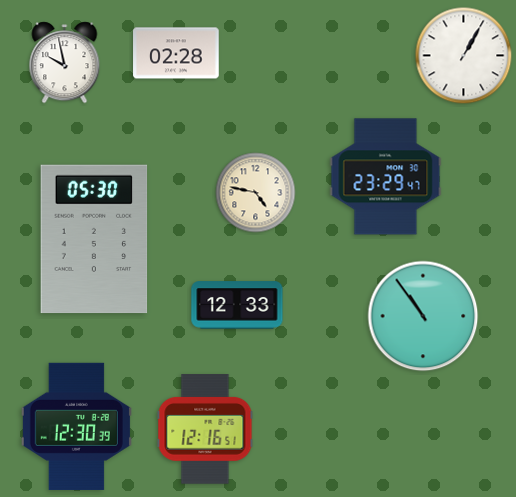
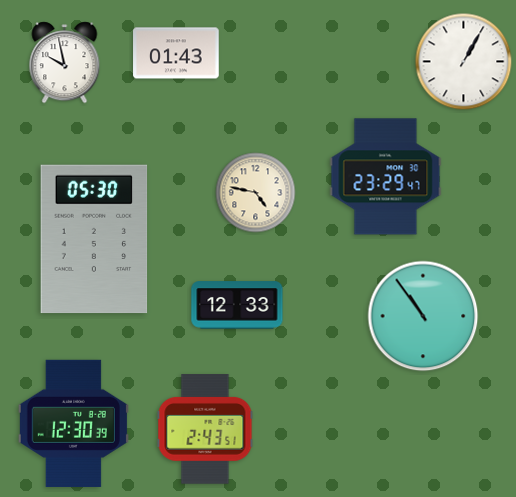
clock at (176, 53): 02:28 -> 01:43
clock at (464, 56) position: (464, 56) -> (464, 62)
clock at (76, 426) position: (76, 426) -> (73, 423)
clock at (205, 429): 12:16 -> 2:43
